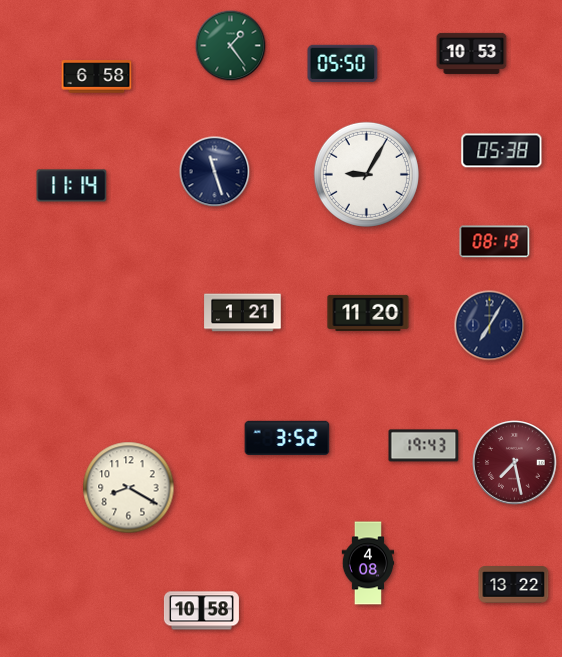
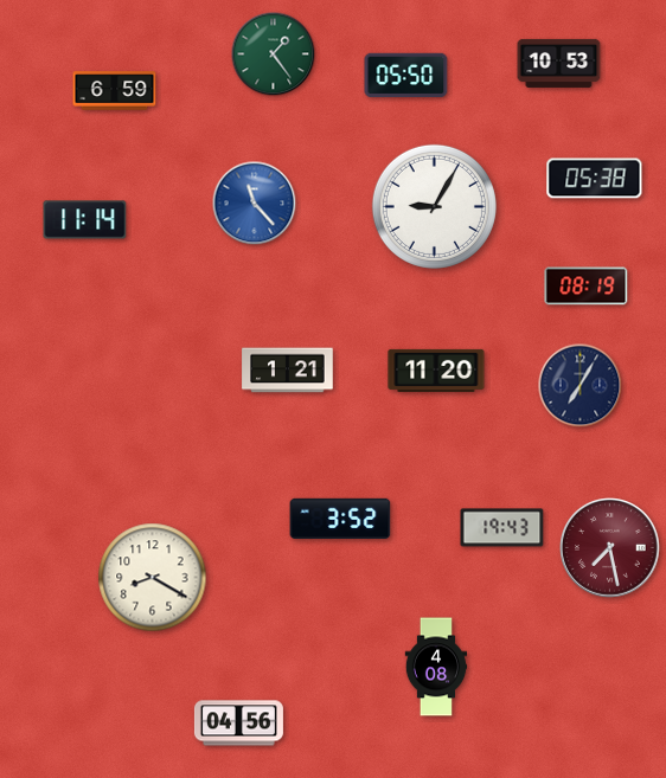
clock at (97, 77): 6:58 -> 6:59
clock at (215, 172): 11:27 -> 11:23
clock at (215, 172) dial: navy -> blue
clock at (514, 585): 13:22 -> none
clock at (201, 611): 10:58 -> 04:56
